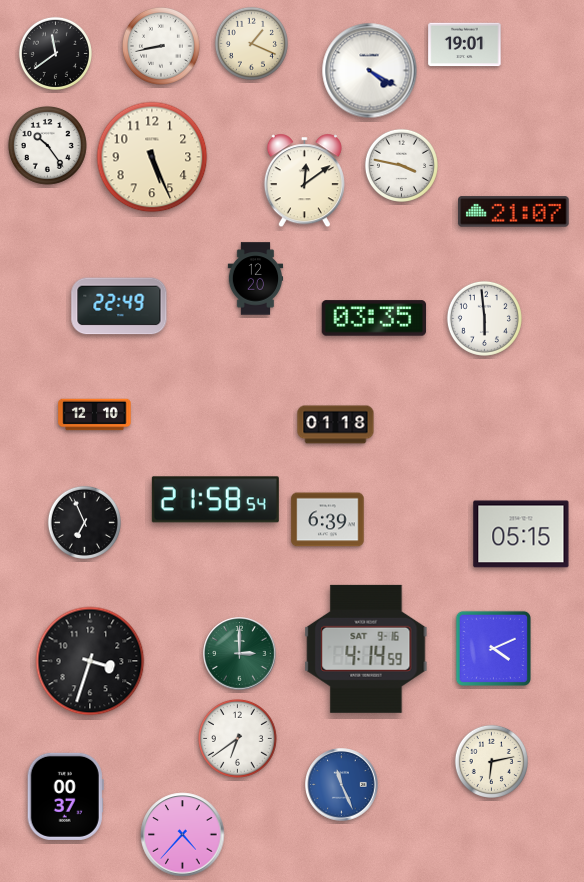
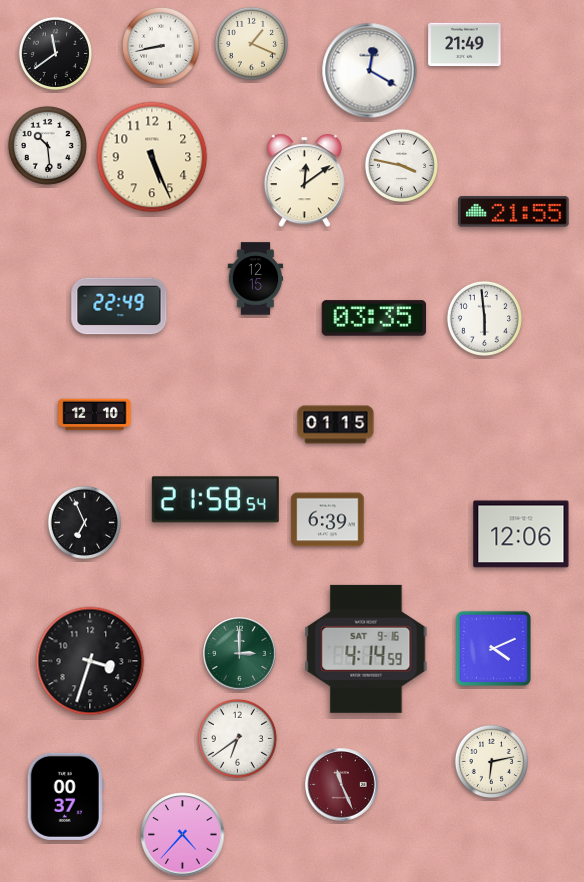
clock at (465, 45): 19:01 -> 21:49
clock at (370, 71): 4:20 -> 12:20
clock at (47, 145): 10:24 -> 10:29
clock at (514, 212): 21:07 -> 21:55
clock at (256, 279): 12:20 -> 12:15
clock at (336, 425): 01:18 -> 01:15
clock at (521, 534): 05:15 -> 12:06
clock at (342, 785) dial: blue -> burgundy
